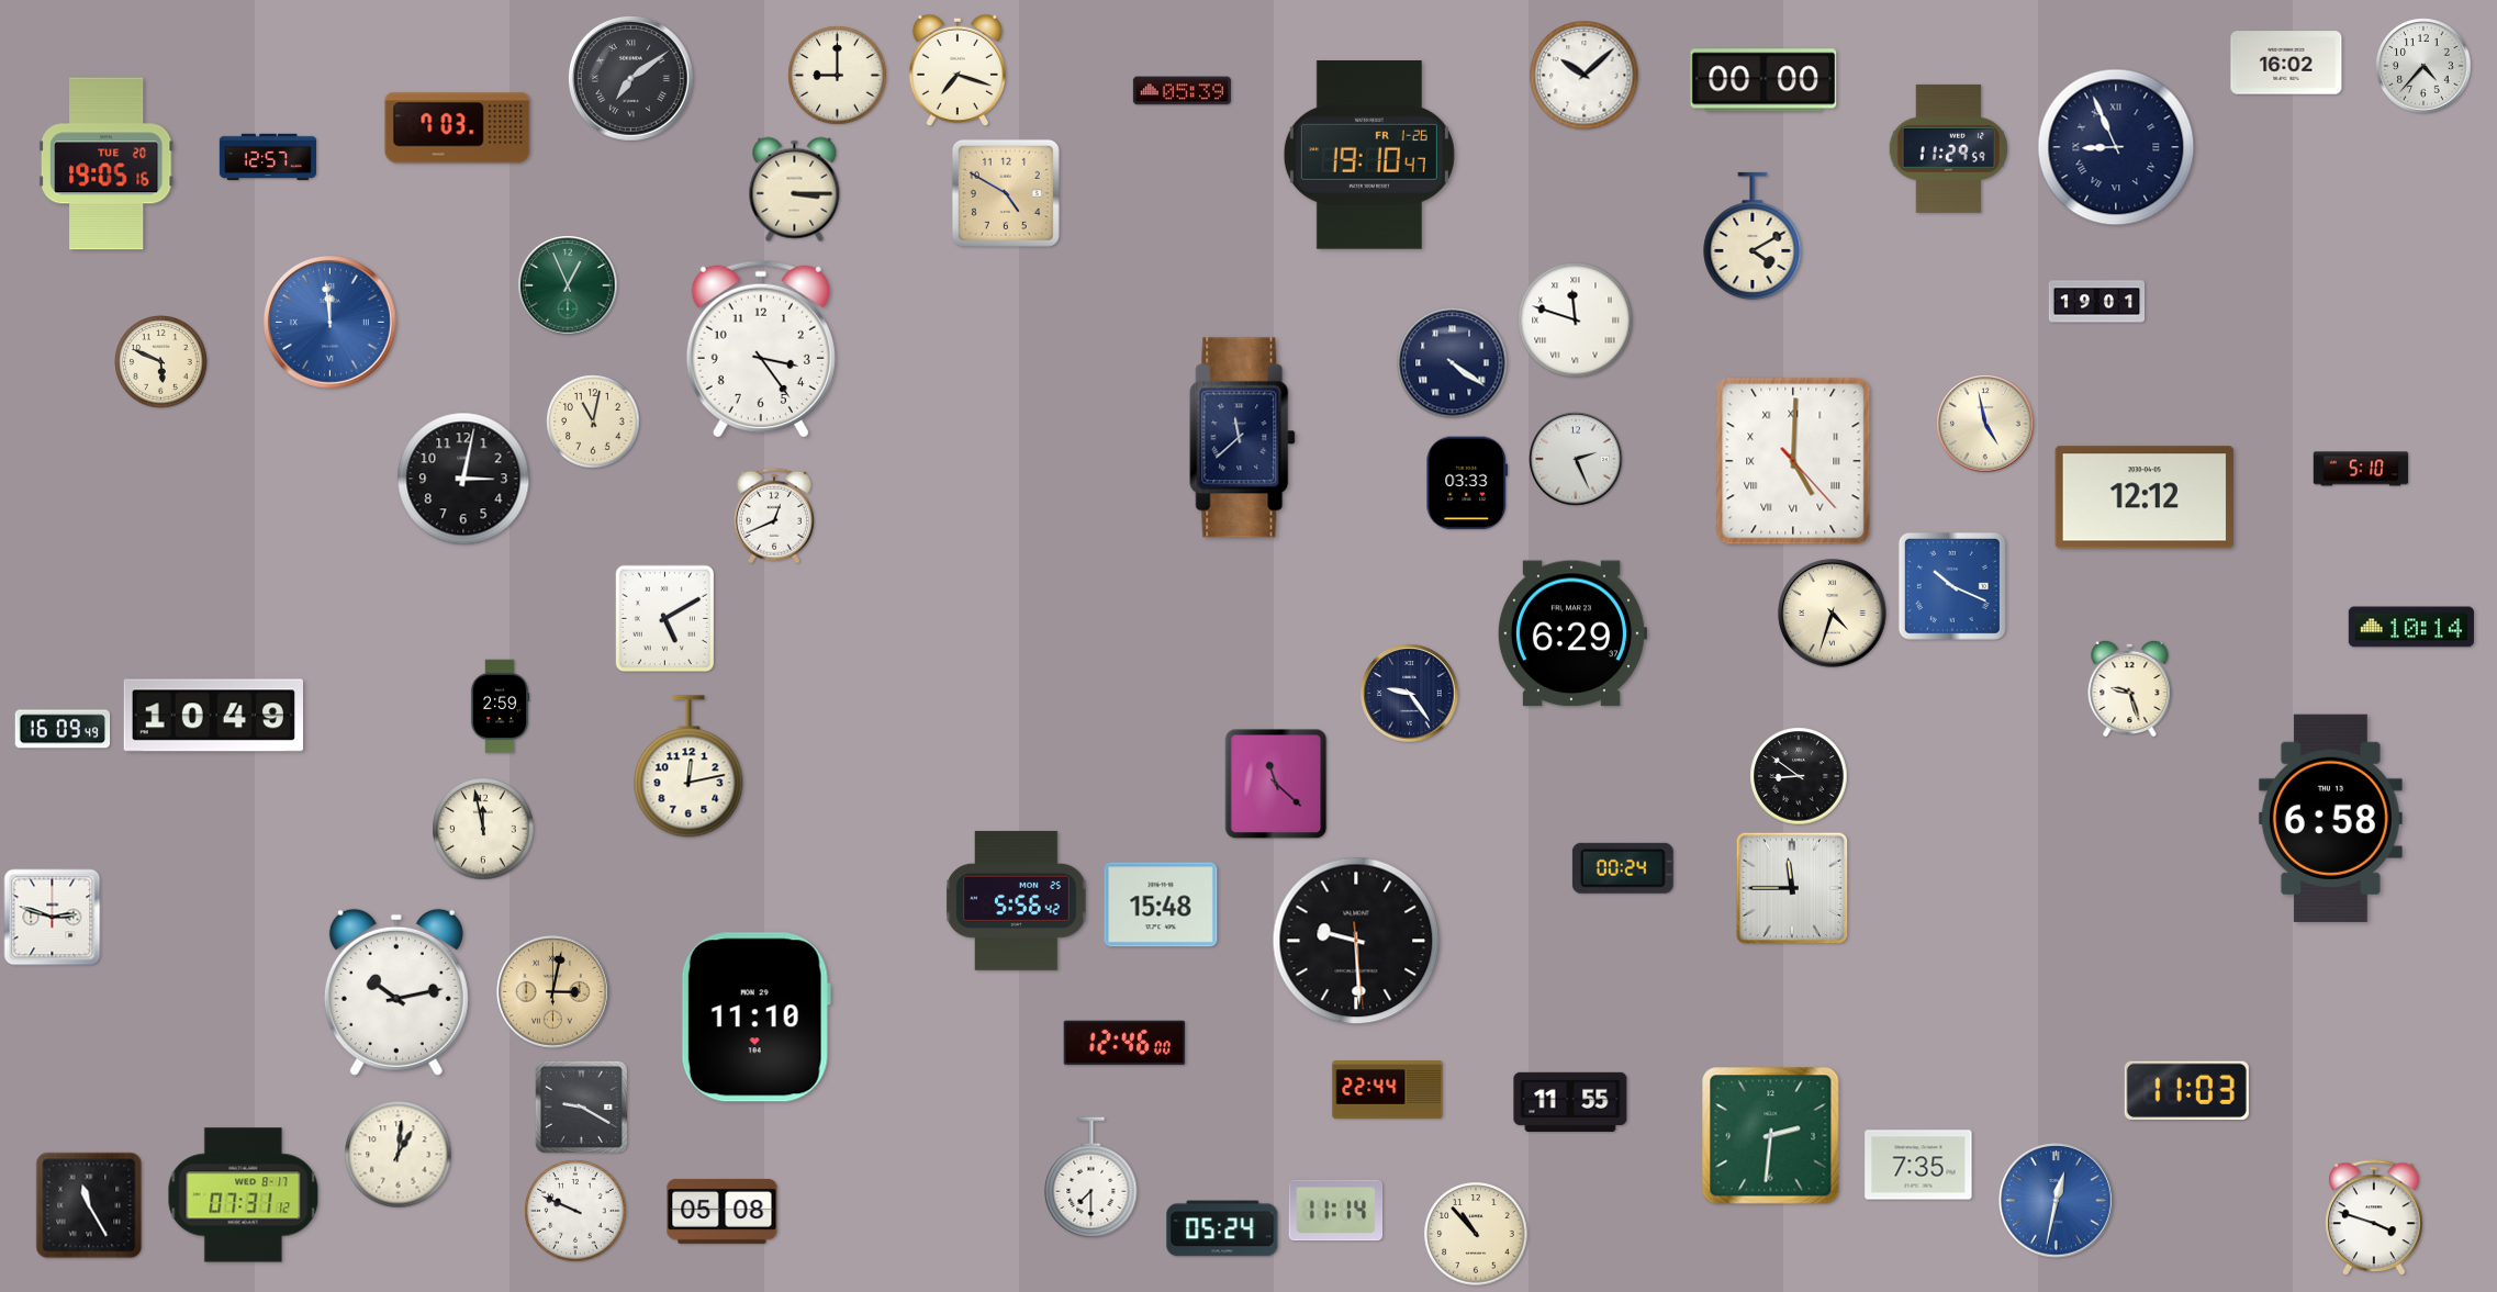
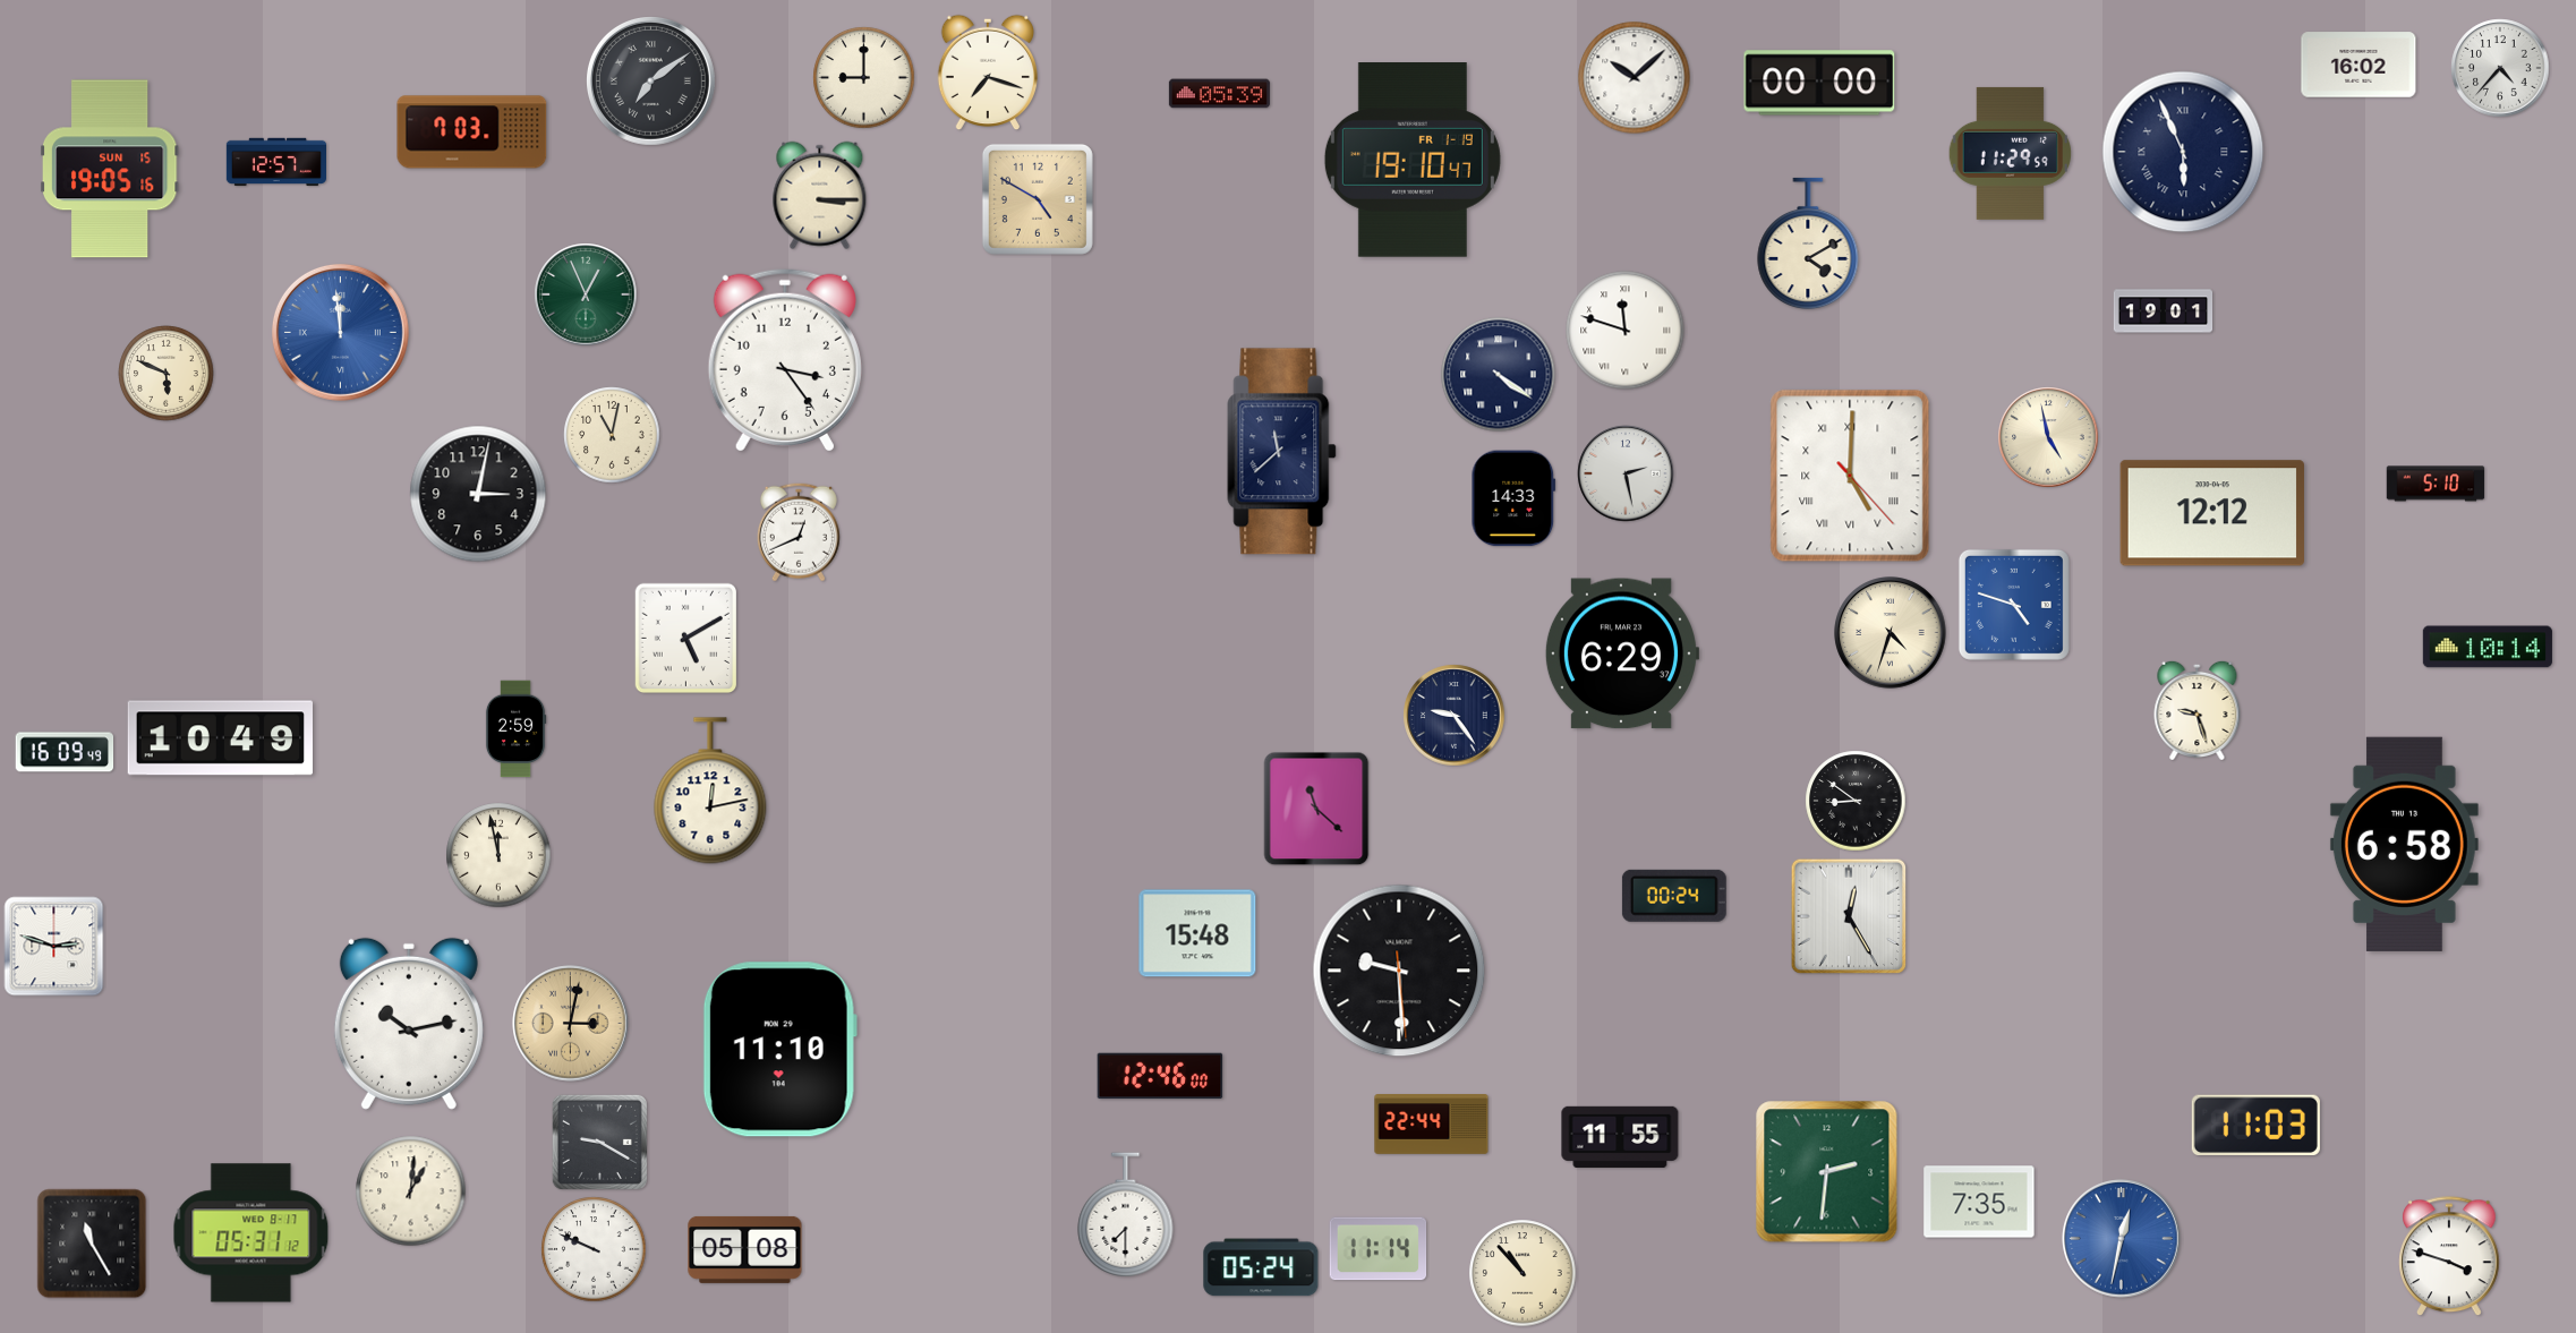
clock at (2116, 147): 8:56 -> 5:56
clock at (1369, 155) date: FR 1-26 -> FR 1-19
clock at (107, 164) date: TUE 20 -> SUN 15
clock at (1576, 459): 2:26 -> 2:28
clock at (1467, 483): 03:33 -> 14:33
clock at (1952, 586): 10:19 -> 4:48
clock at (1792, 888): 11:45 -> 12:25
clock at (1017, 901): 5:56 -> none
clock at (244, 1195): 07:31 -> 05:31
